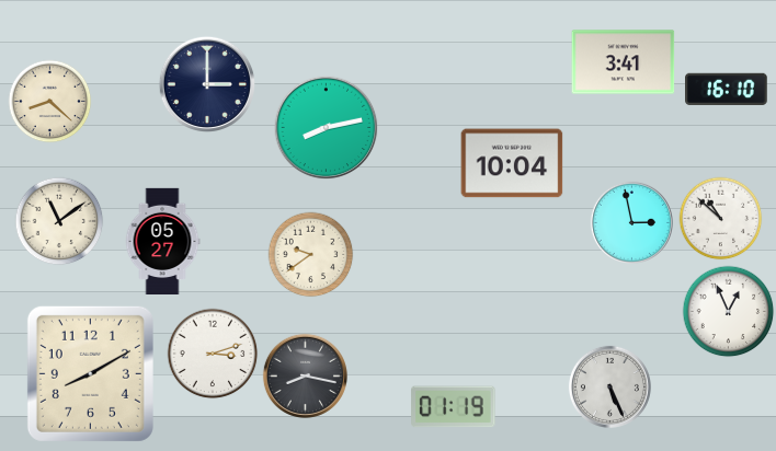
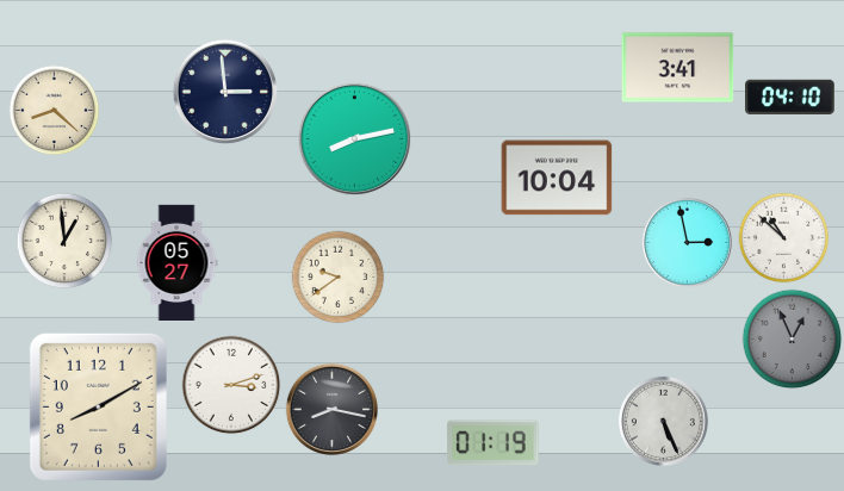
clock at (207, 84): 3:00 -> 2:59
clock at (727, 89): 16:10 -> 04:10
clock at (59, 221): 11:09 -> 12:59
clock at (729, 312) dial: white -> grey
